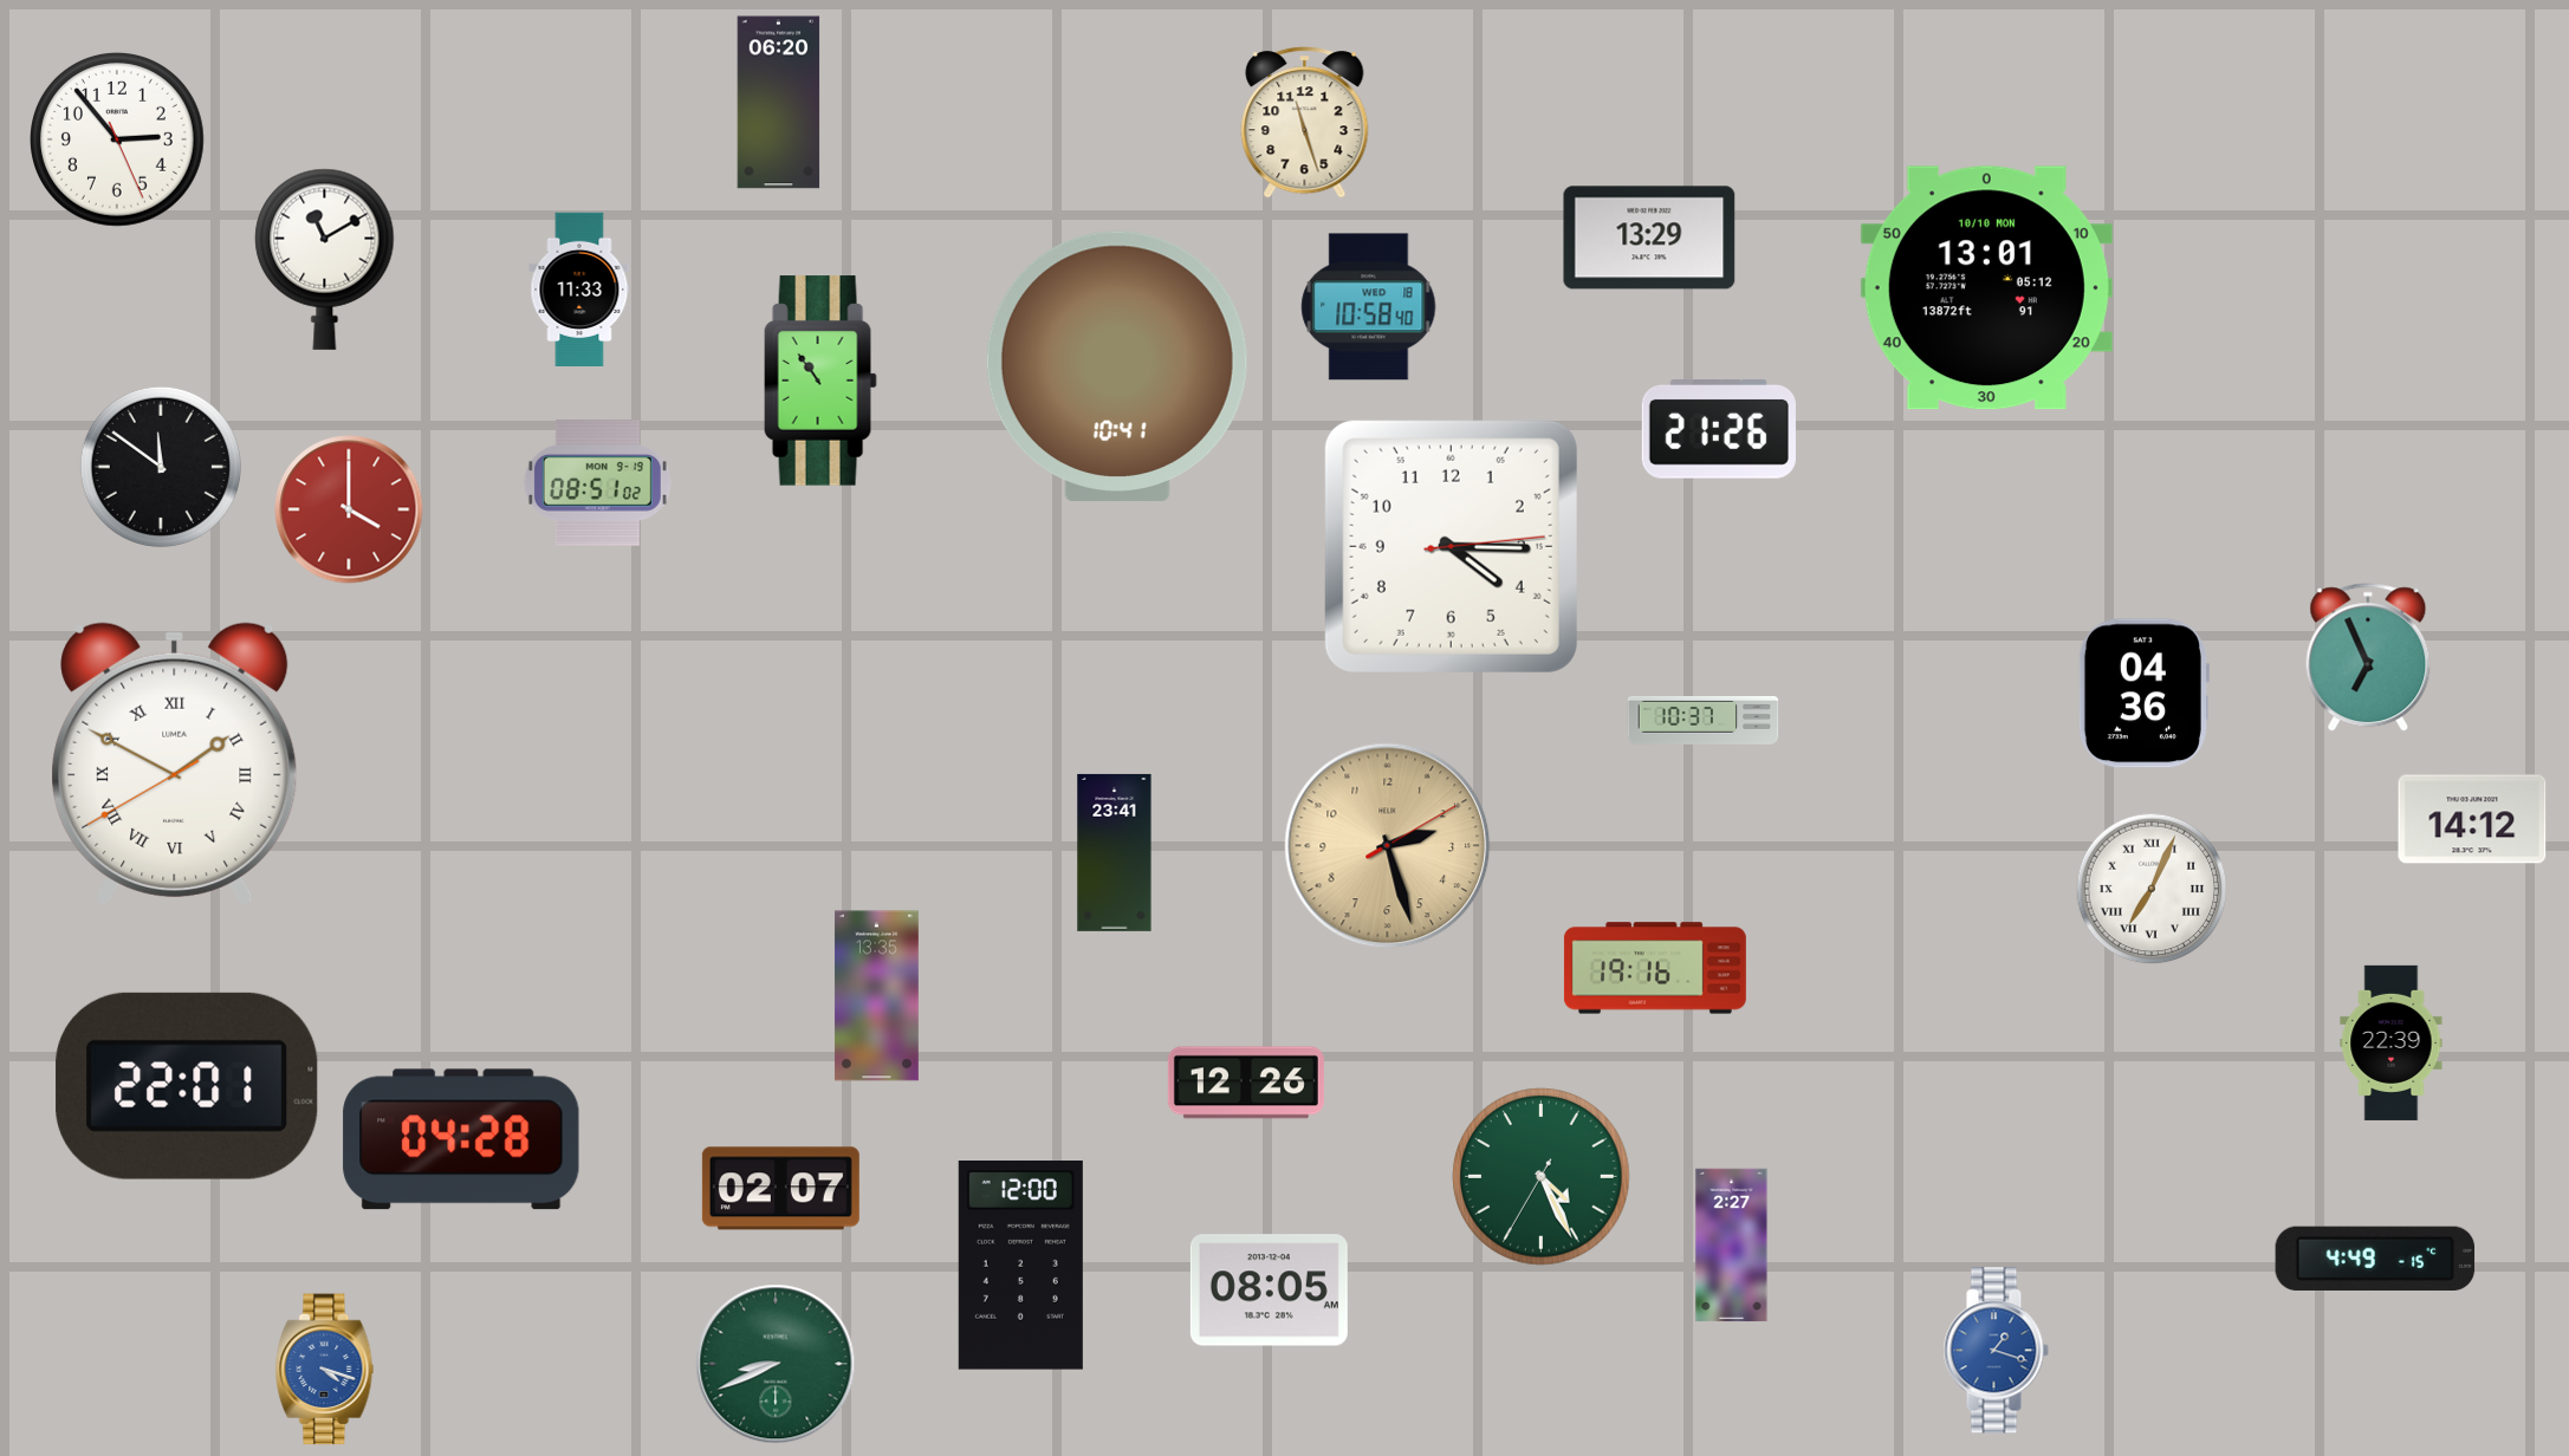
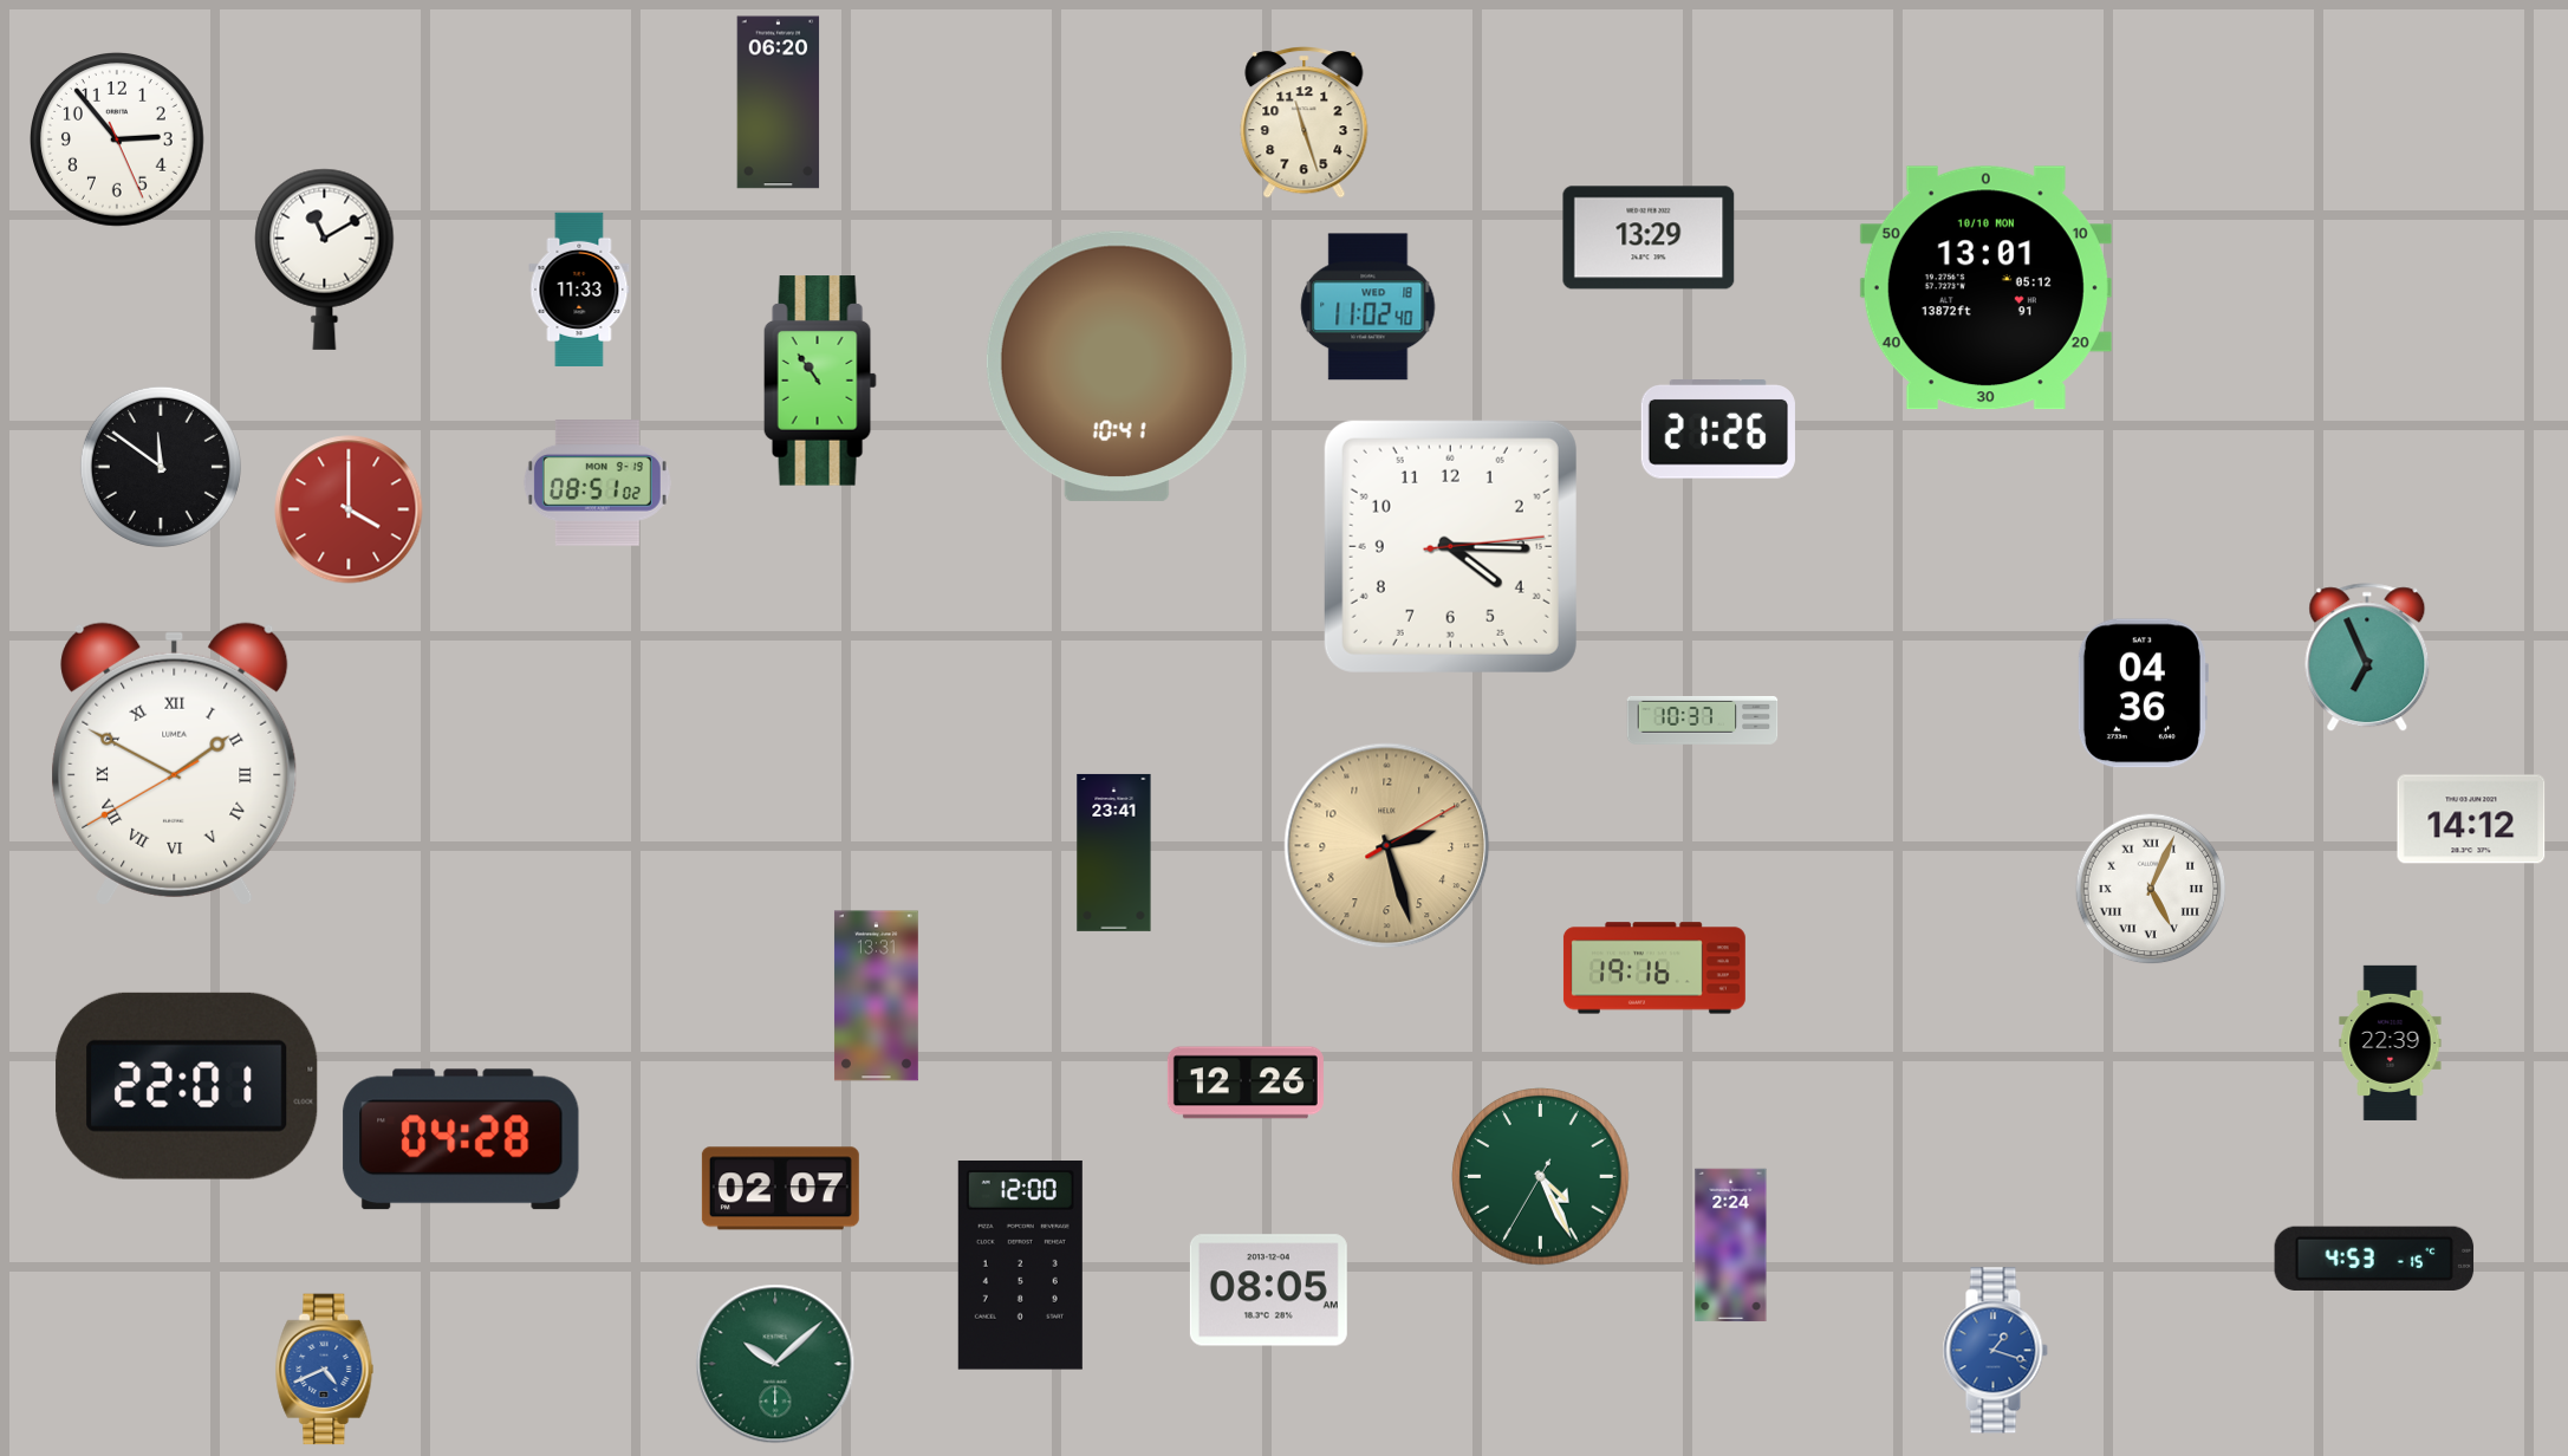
clock at (1369, 307): 10:58 -> 11:02
clock at (2152, 889): 7:04 -> 5:04
clock at (876, 996): 13:35 -> 13:31
clock at (1732, 1246): 2:27 -> 2:24
clock at (2375, 1259): 4:49 -> 4:53
clock at (776, 1364): 8:41 -> 10:08
clock at (325, 1370): 4:18 -> 4:41
